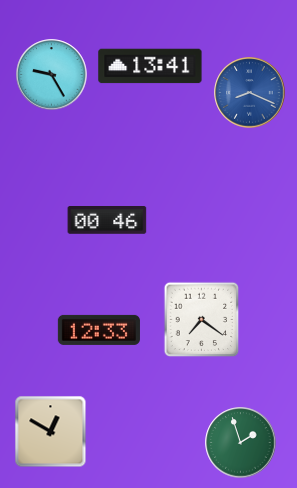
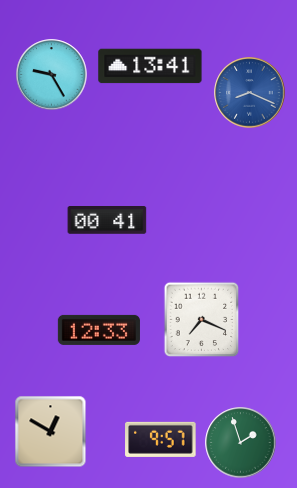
clock at (107, 220): 00:46 -> 00:41
clock at (202, 320): 7:21 -> 7:19
clock at (161, 439): none -> 9:57
